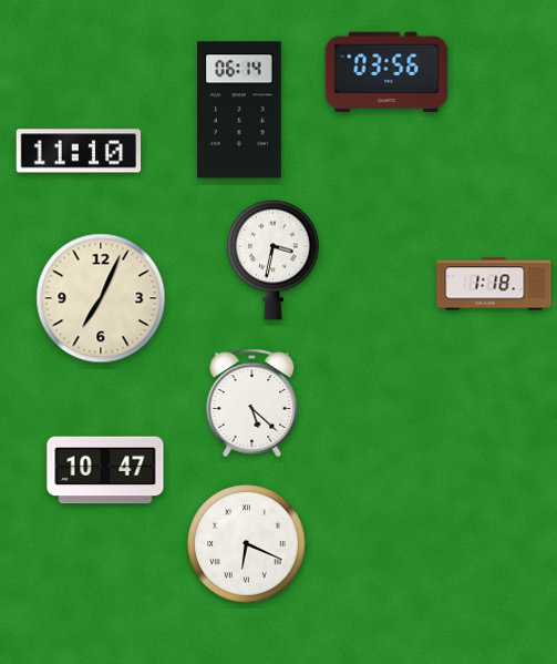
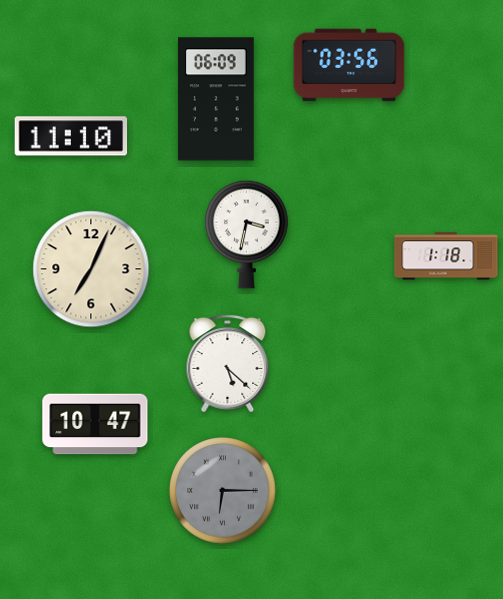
clock at (239, 110): 06:14 -> 06:09
clock at (247, 544): 6:19 -> 6:15
clock at (247, 544) dial: white -> grey
